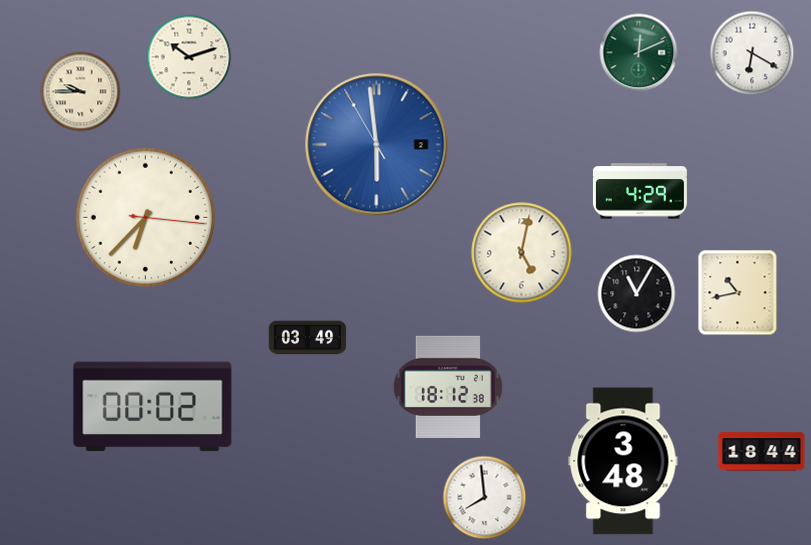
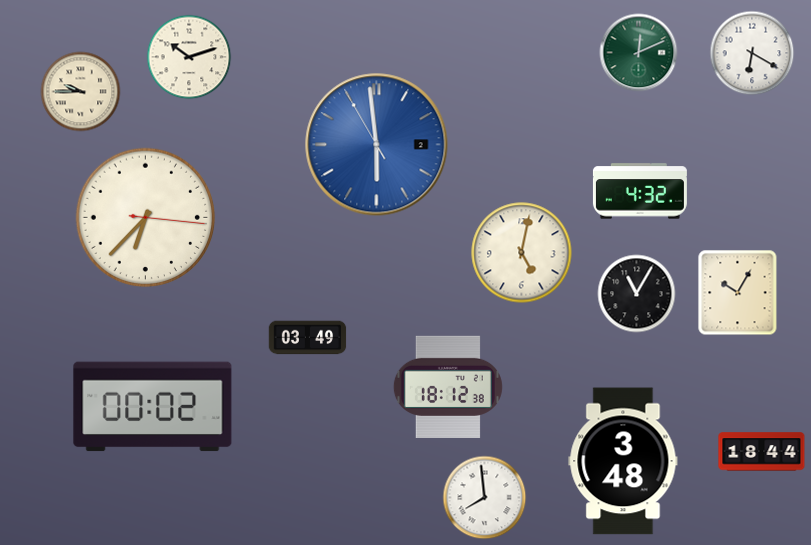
clock at (640, 191): 4:29 -> 4:32
clock at (738, 293): 10:43 -> 10:05
